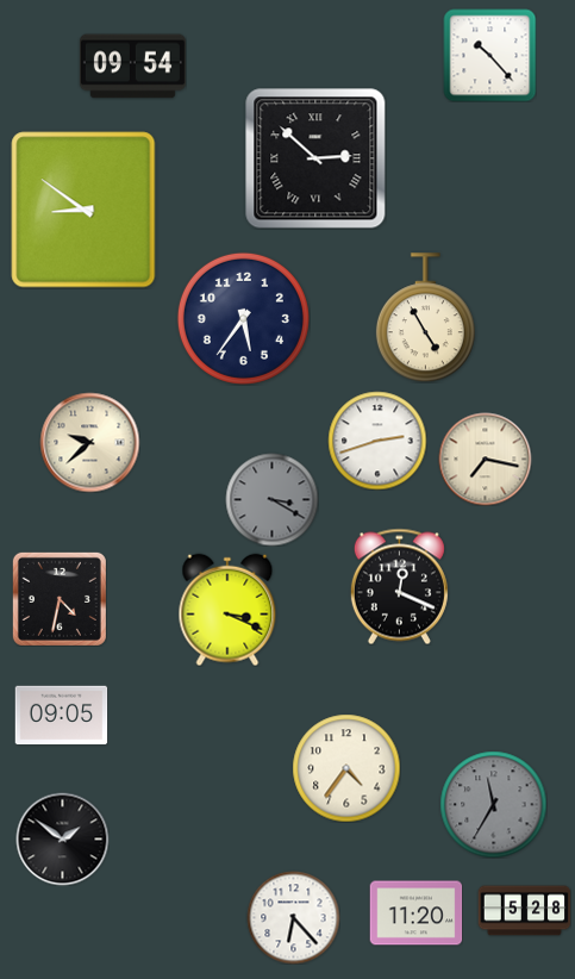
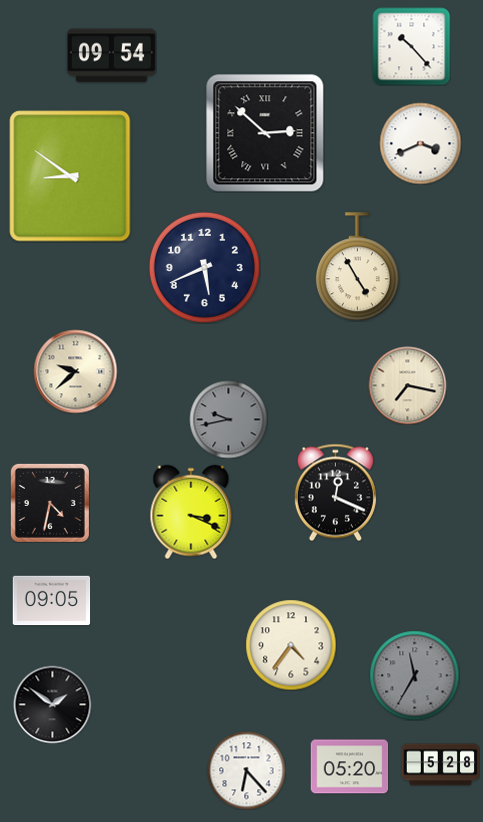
clock at (420, 143): none -> 3:41
clock at (243, 318): 5:36 -> 5:41
clock at (377, 441): 2:42 -> none
clock at (271, 499): 3:20 -> 9:43
clock at (415, 913): 11:20 -> 05:20
